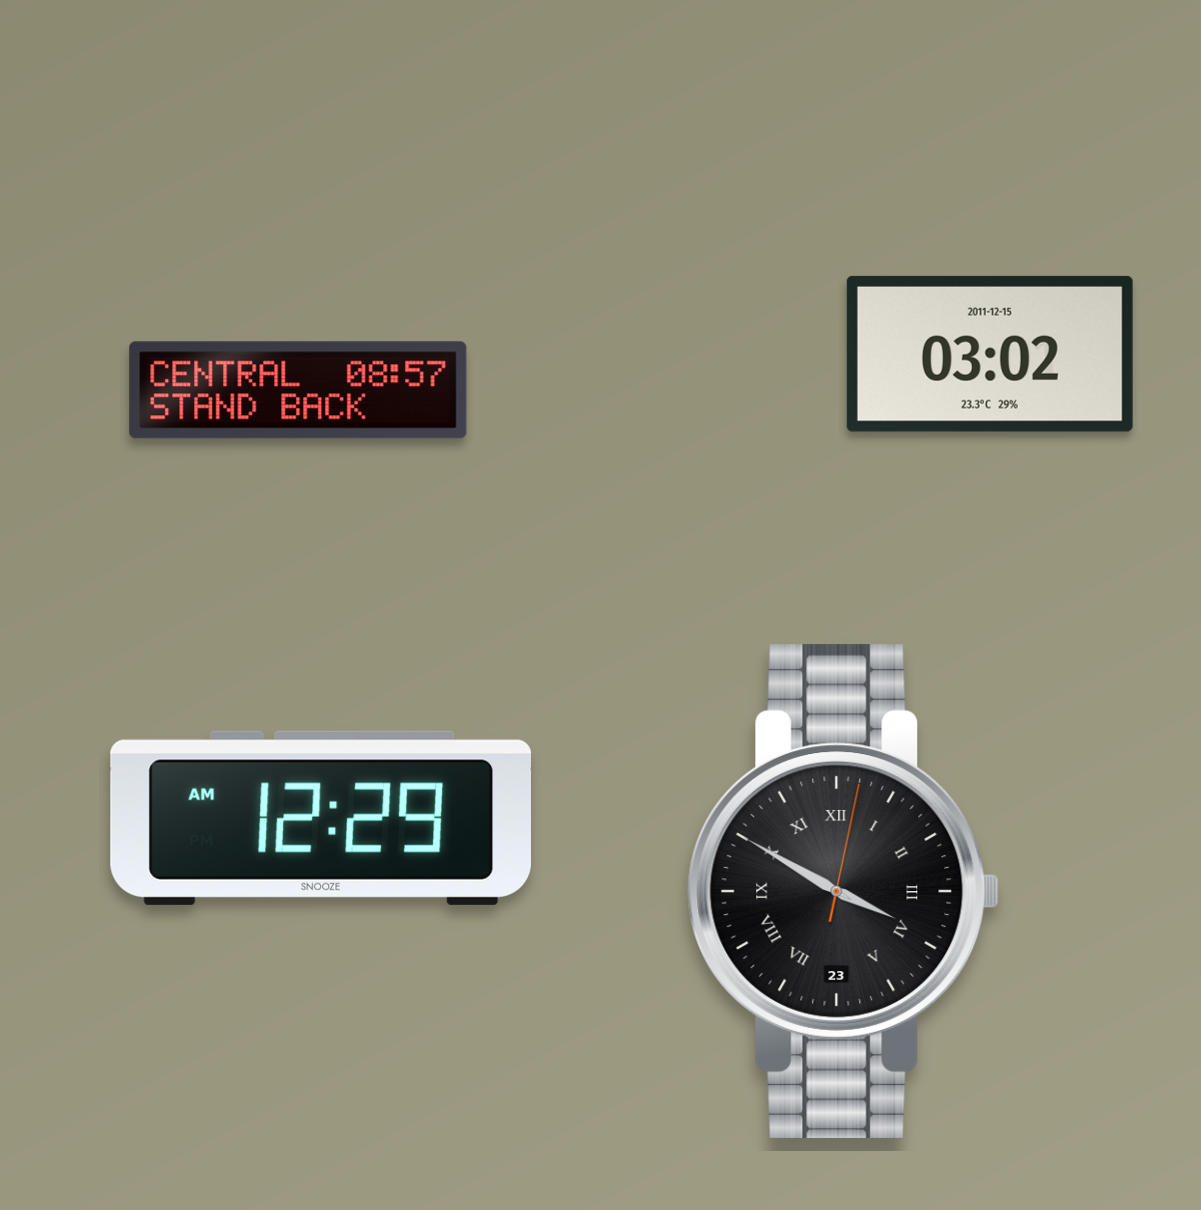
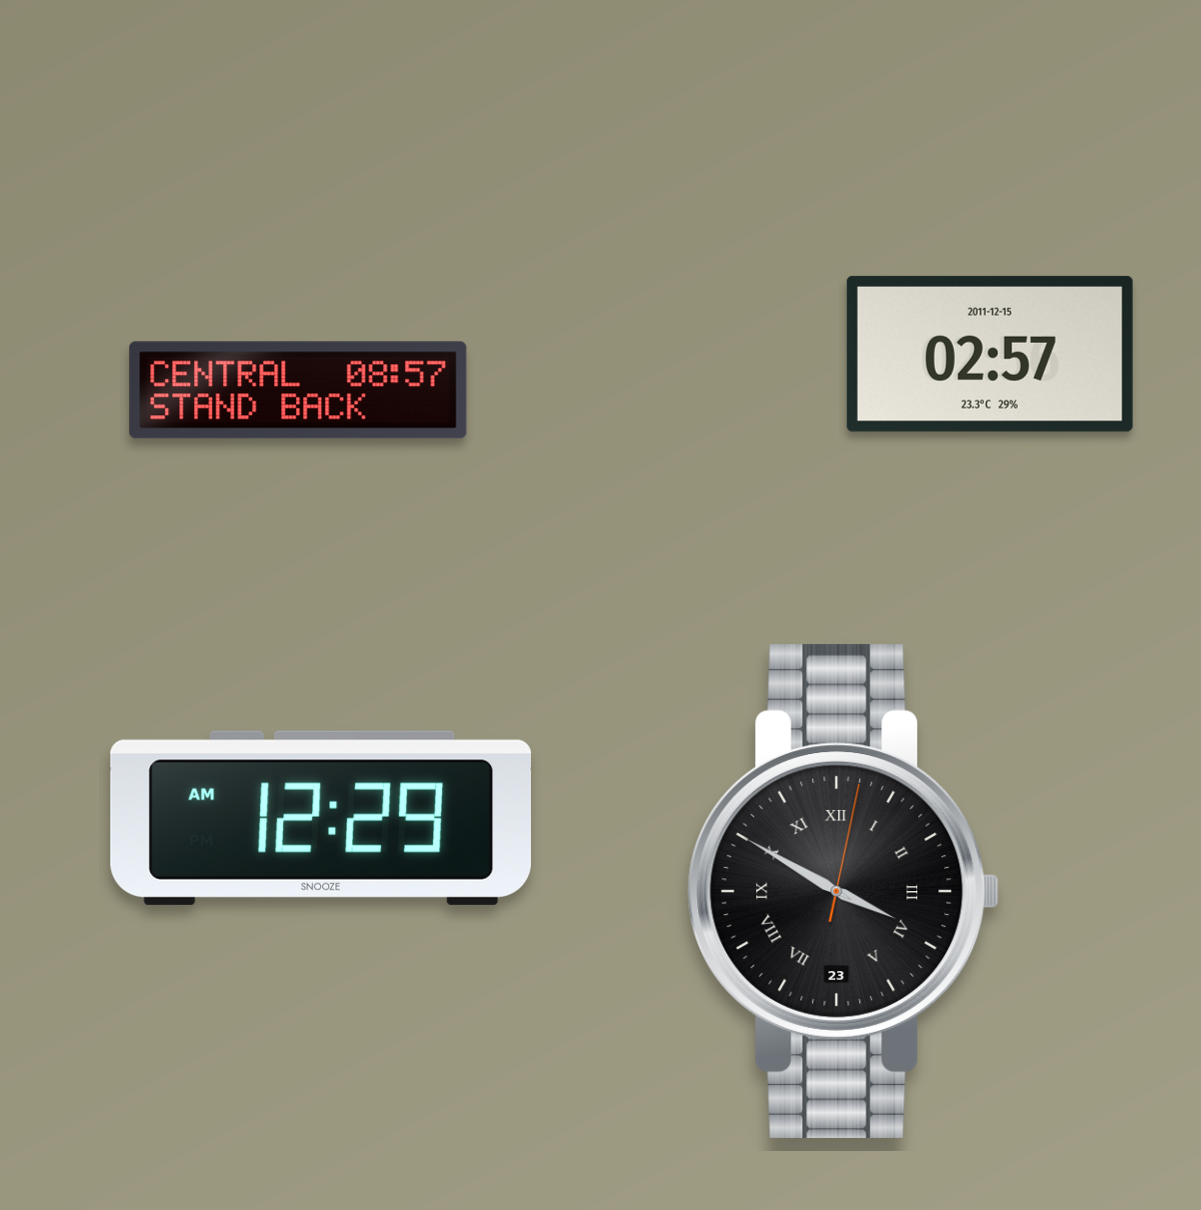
clock at (990, 354): 03:02 -> 02:57
